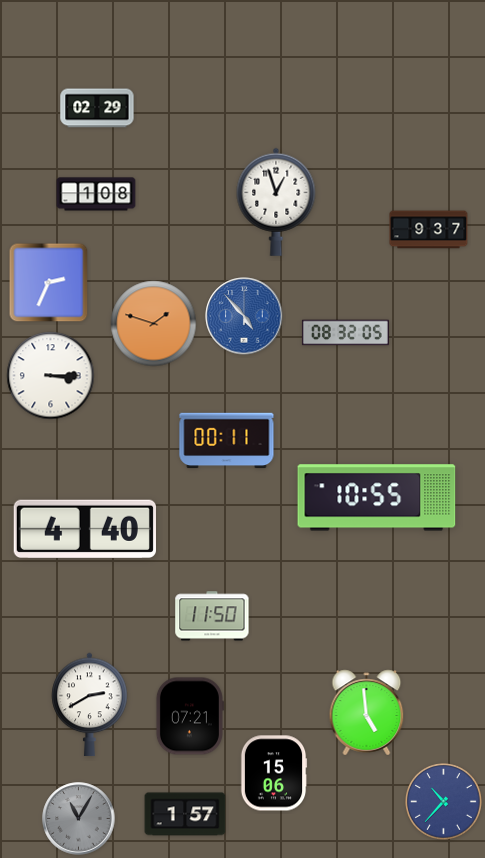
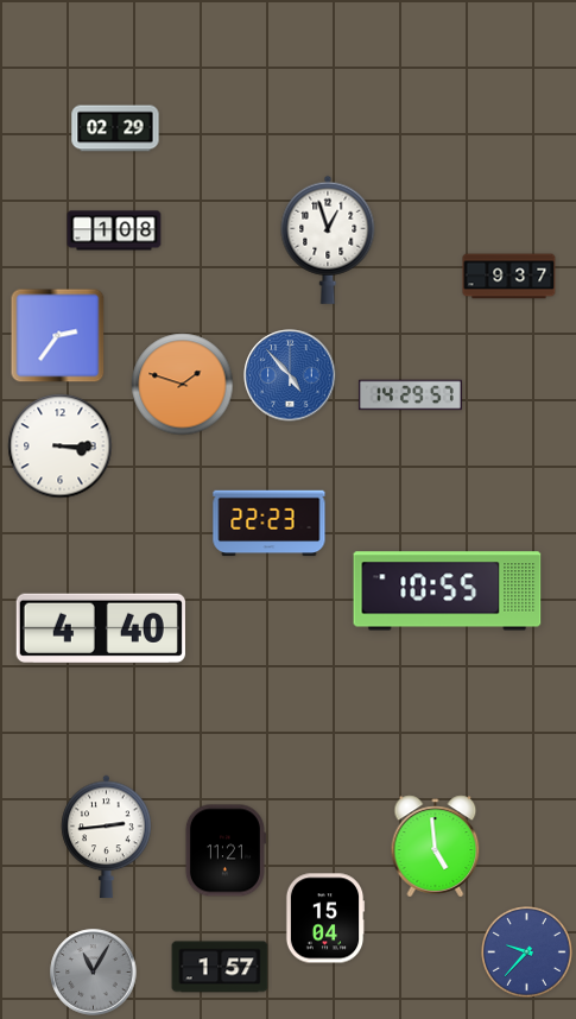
clock at (429, 230) position: (429, 230) -> (509, 277)
clock at (49, 283): 2:34 -> 2:36
clock at (345, 333): 08:32 -> 14:29
clock at (227, 441): 00:11 -> 22:23
clock at (212, 616): 11:50 -> none
clock at (90, 705): 2:40 -> 2:44
clock at (189, 716): 07:21 -> 11:21
clock at (274, 773): 15:06 -> 15:04
clock at (444, 802): 10:37 -> 9:37
